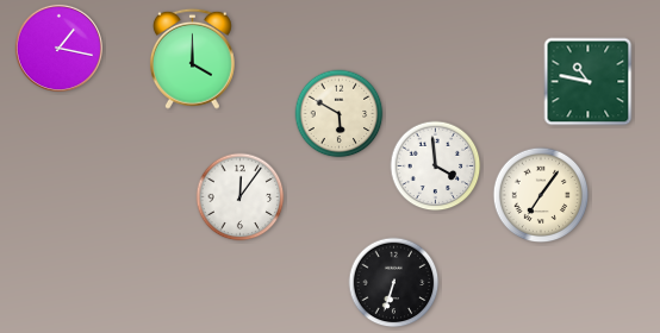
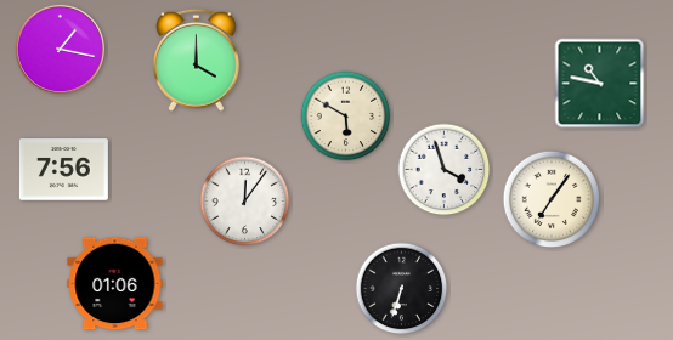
clock at (63, 170): none -> 7:56
clock at (436, 166): 3:59 -> 3:57
clock at (115, 284): none -> 01:06
